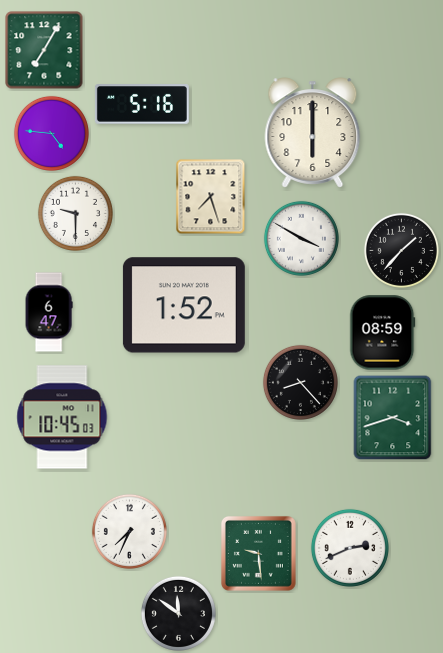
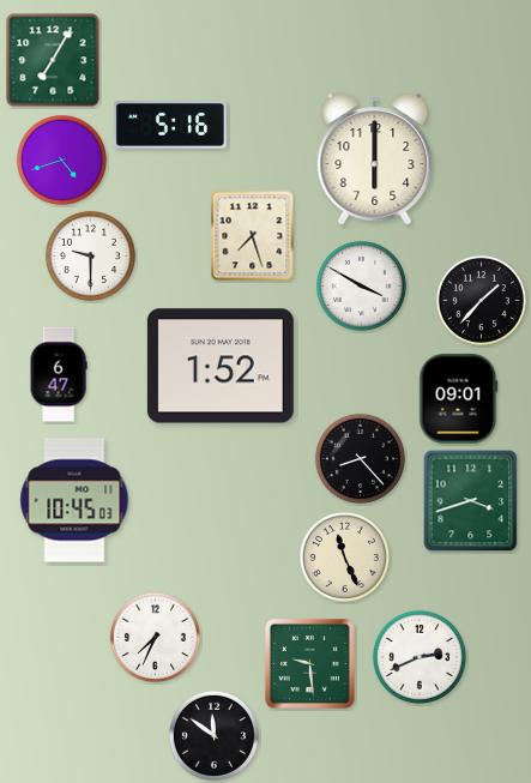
clock at (51, 133): 4:46 -> 4:42
clock at (383, 333): 08:59 -> 09:01
clock at (344, 556): none -> 11:26
